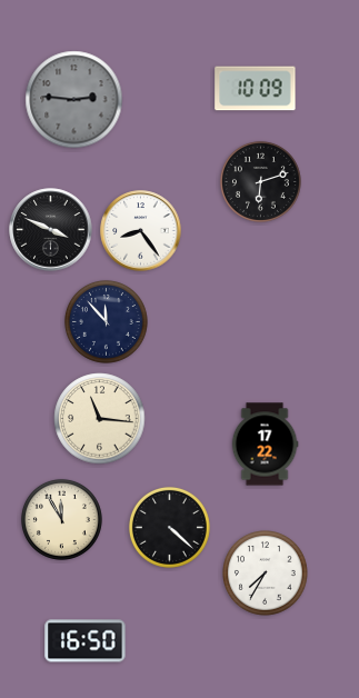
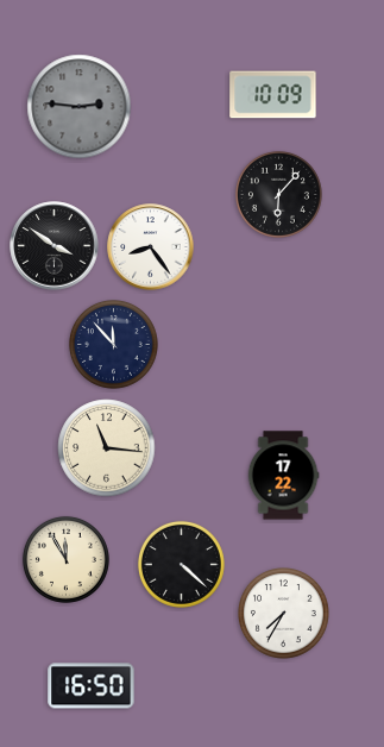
clock at (260, 181): 6:12 -> 6:07
clock at (51, 230): 3:49 -> 3:51
clock at (61, 519) position: (61, 519) -> (65, 559)
